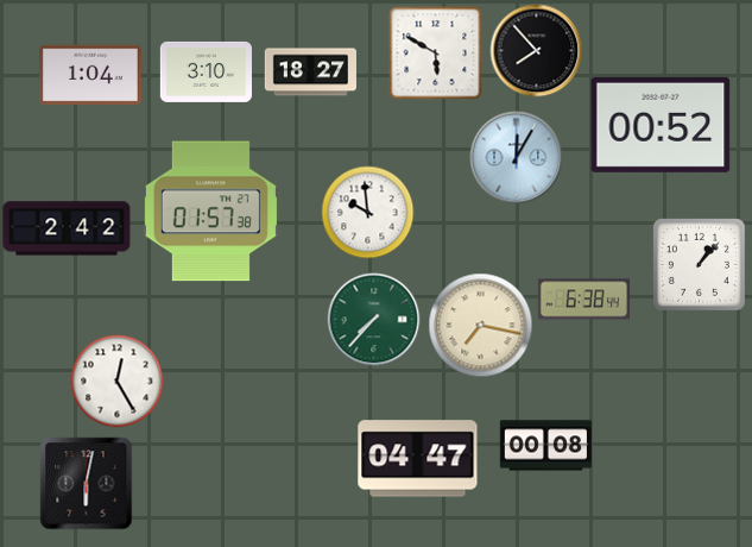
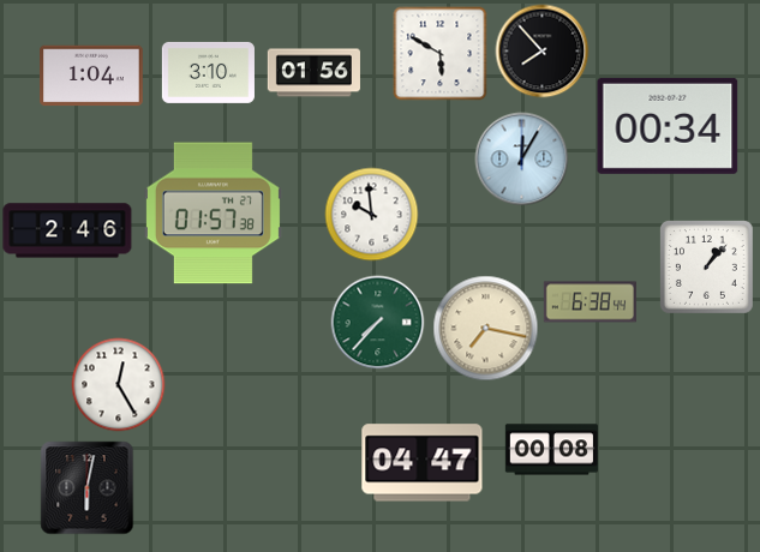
clock at (310, 73): 18:27 -> 01:56
clock at (661, 125): 00:52 -> 00:34
clock at (67, 228): 2:42 -> 2:46
